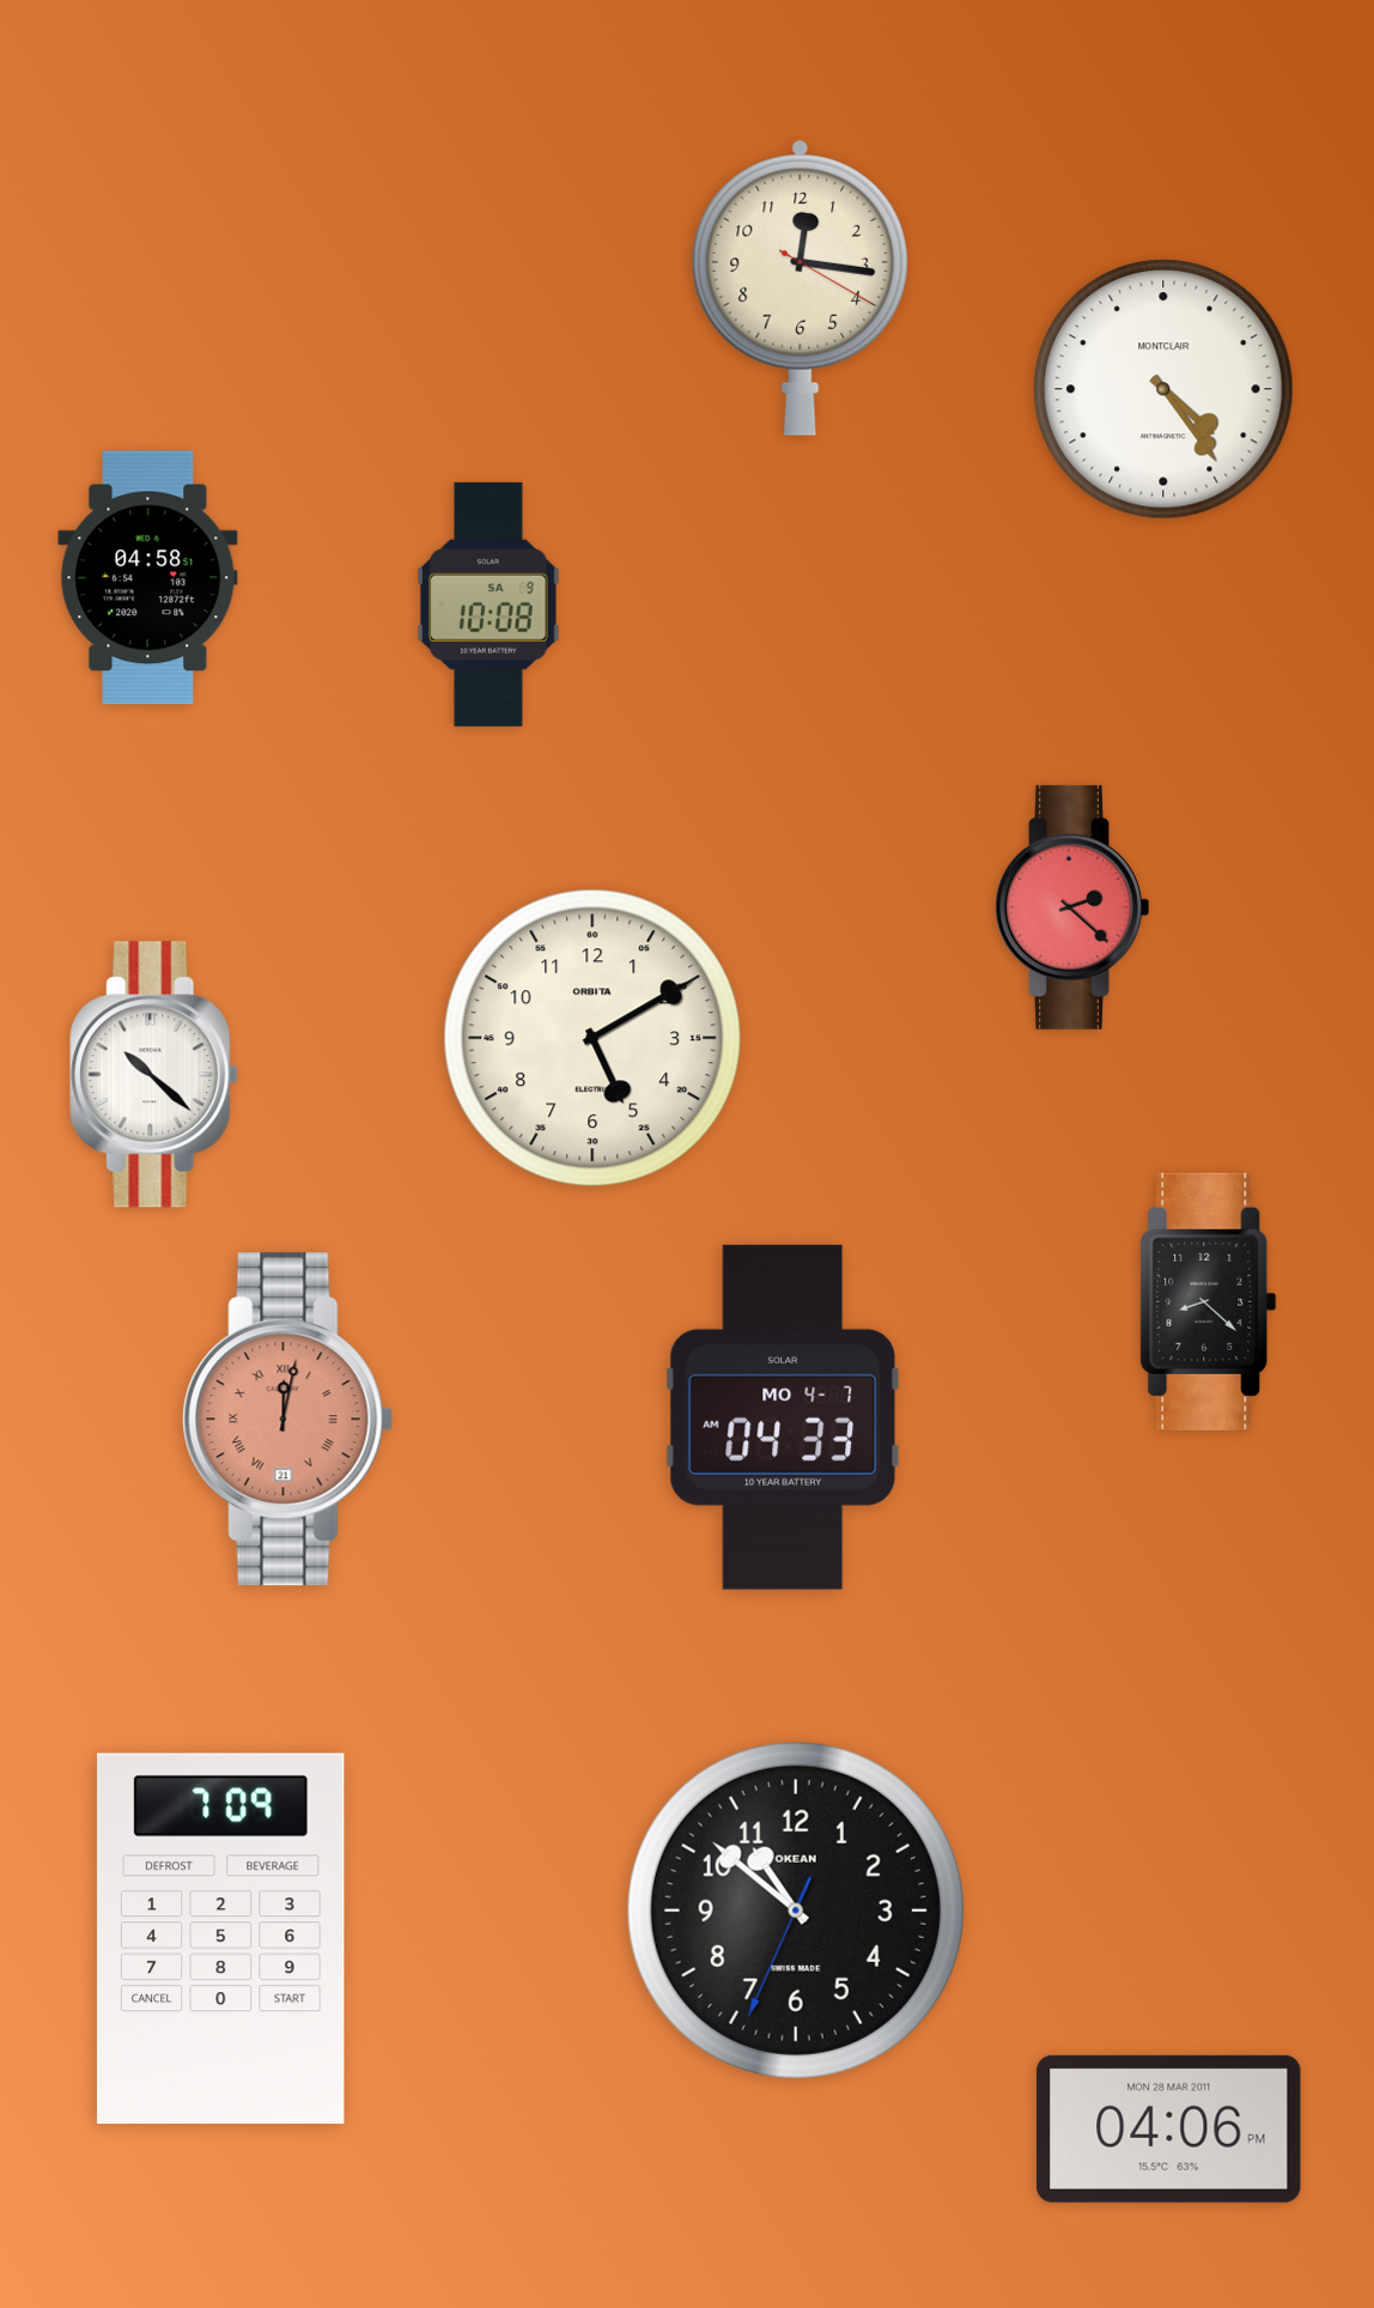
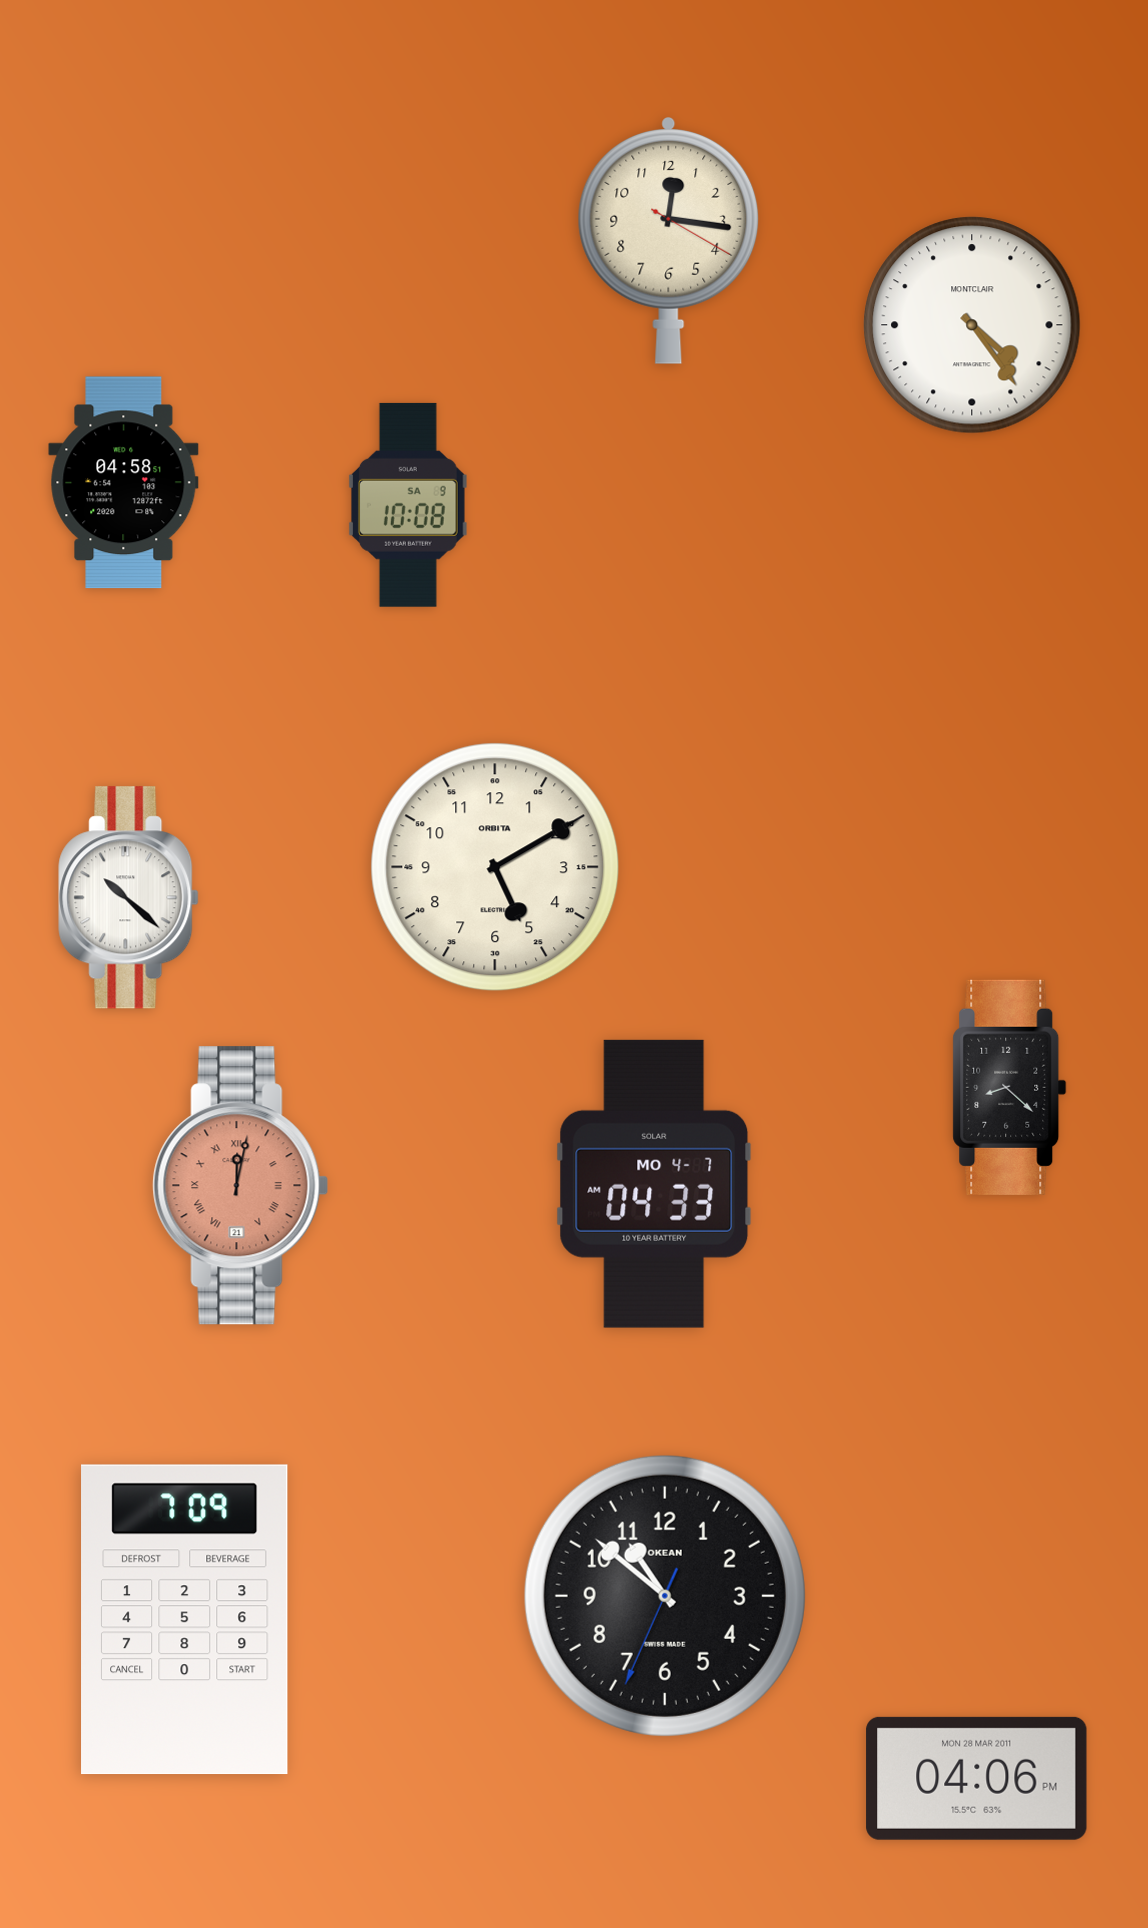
clock at (1072, 907): 2:22 -> none
